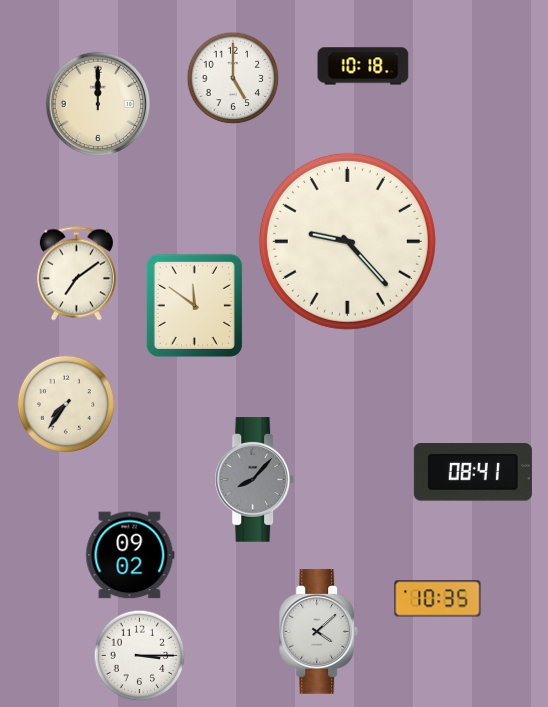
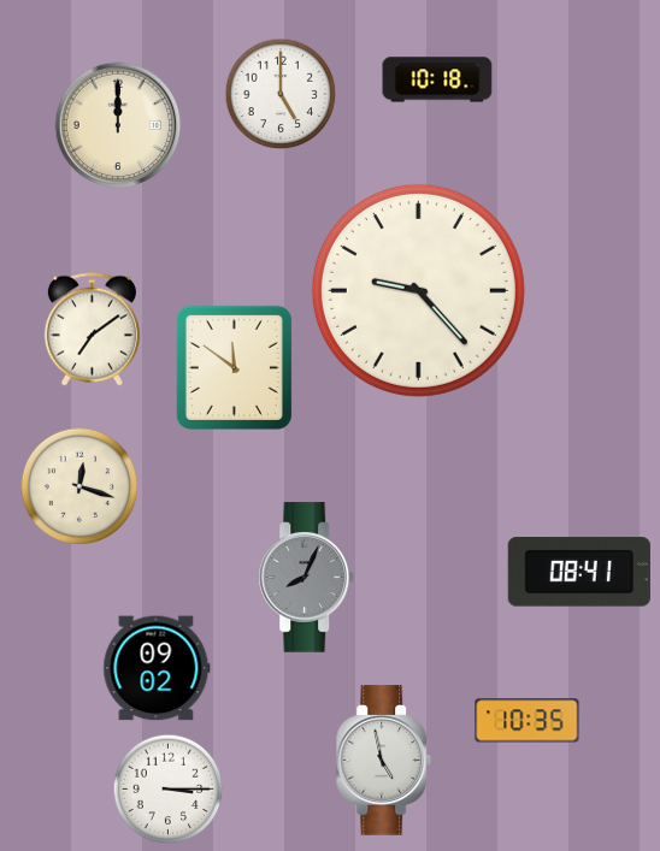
clock at (65, 403): 7:36 -> 12:18
clock at (473, 472) position: (473, 472) -> (579, 572)
clock at (255, 480): 8:07 -> 8:04
clock at (319, 632): 4:08 -> 4:58
